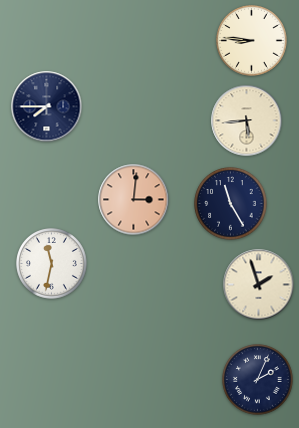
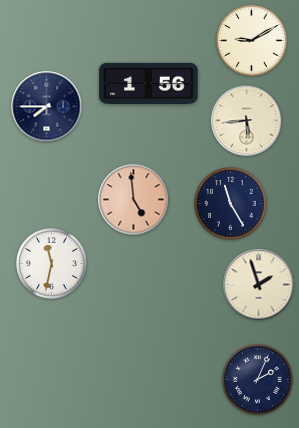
clock at (252, 41): 8:46 -> 9:10
clock at (149, 83): none -> 1:56
clock at (134, 200): 3:01 -> 4:59
